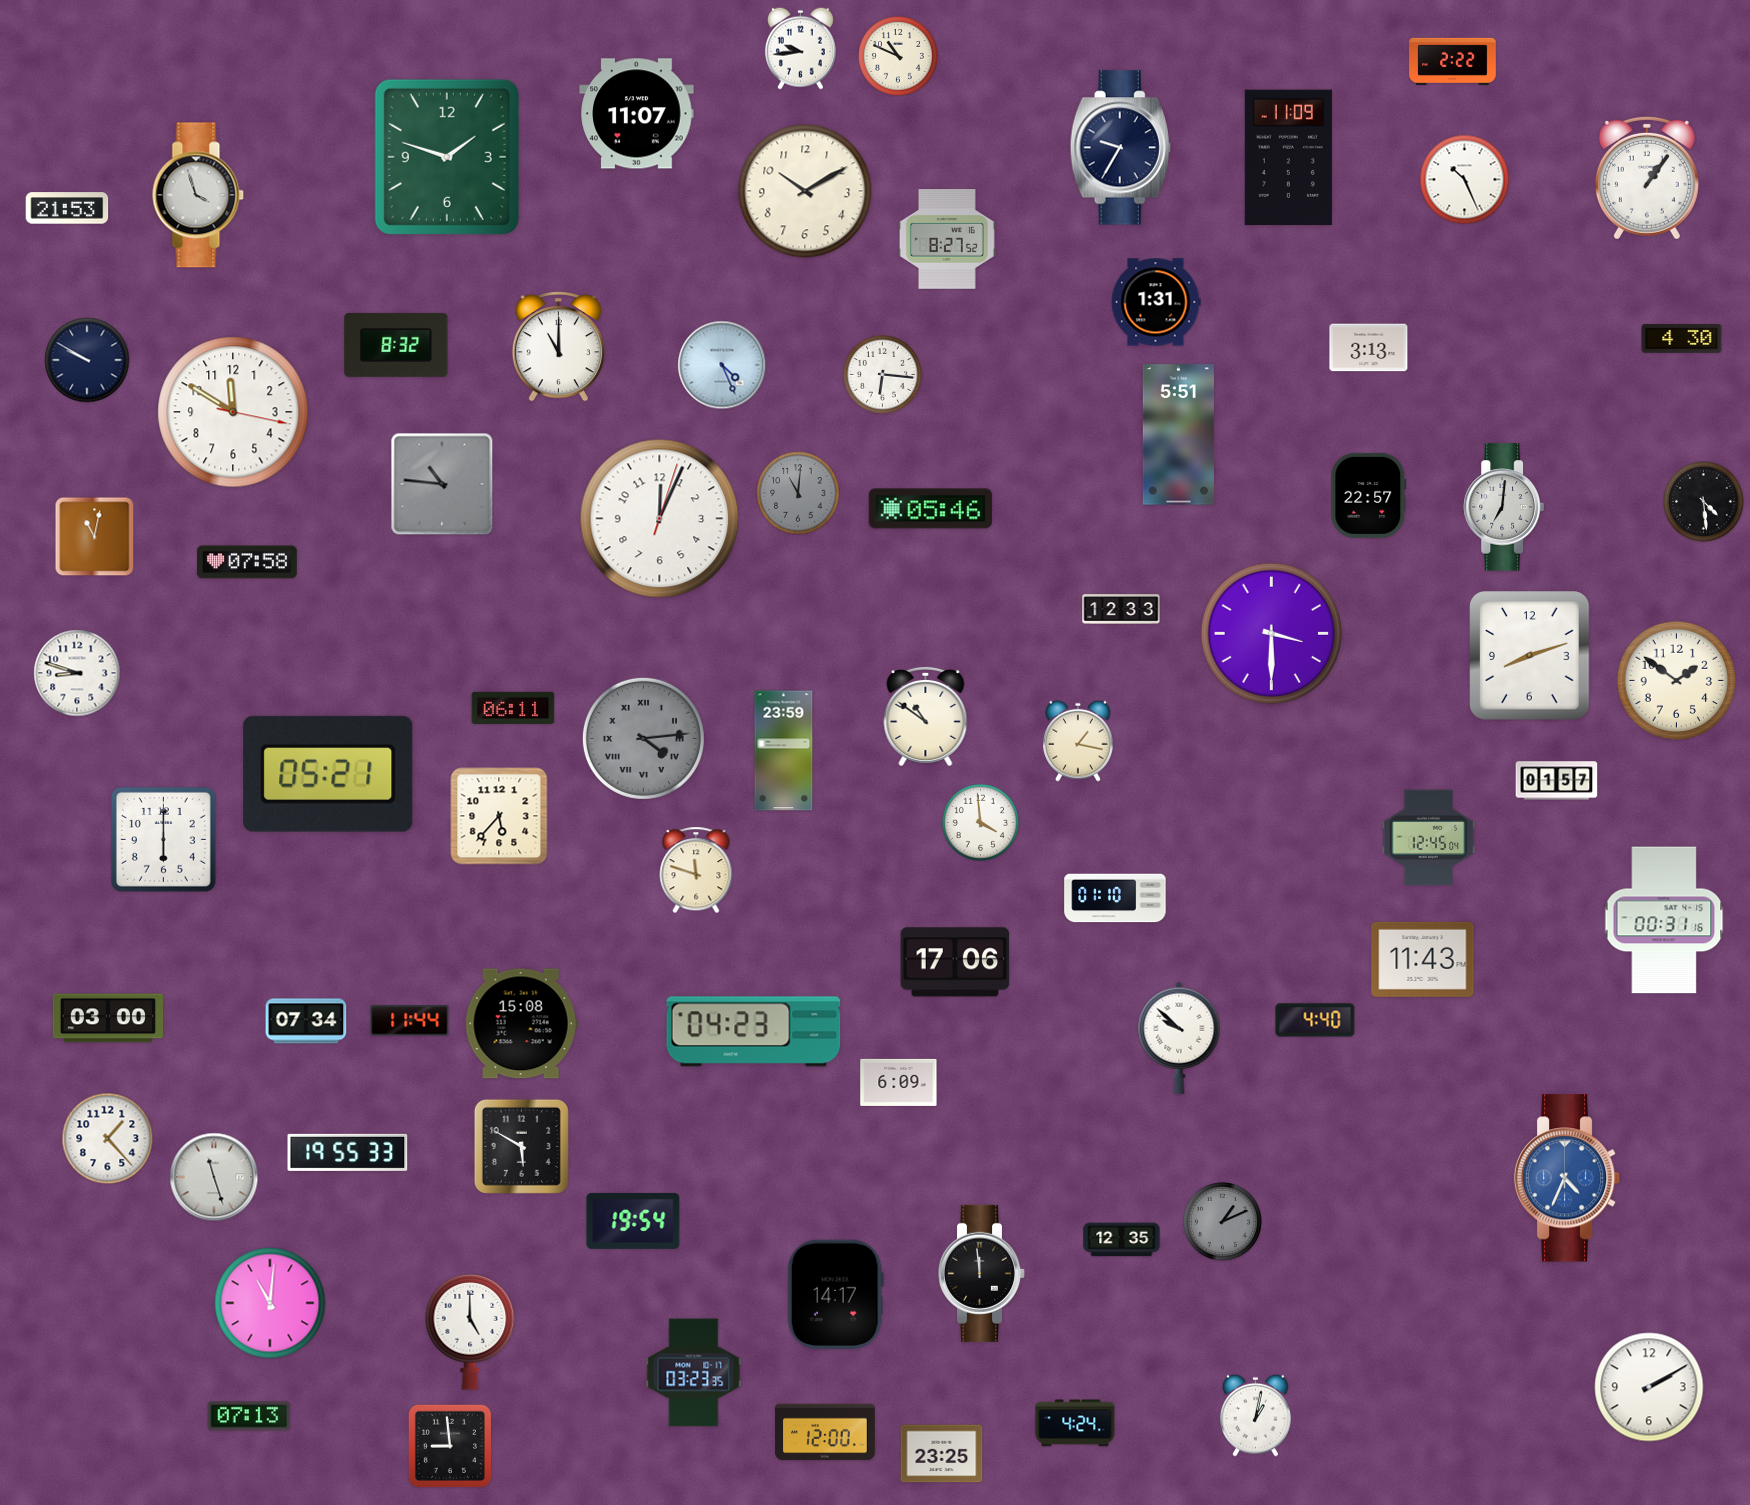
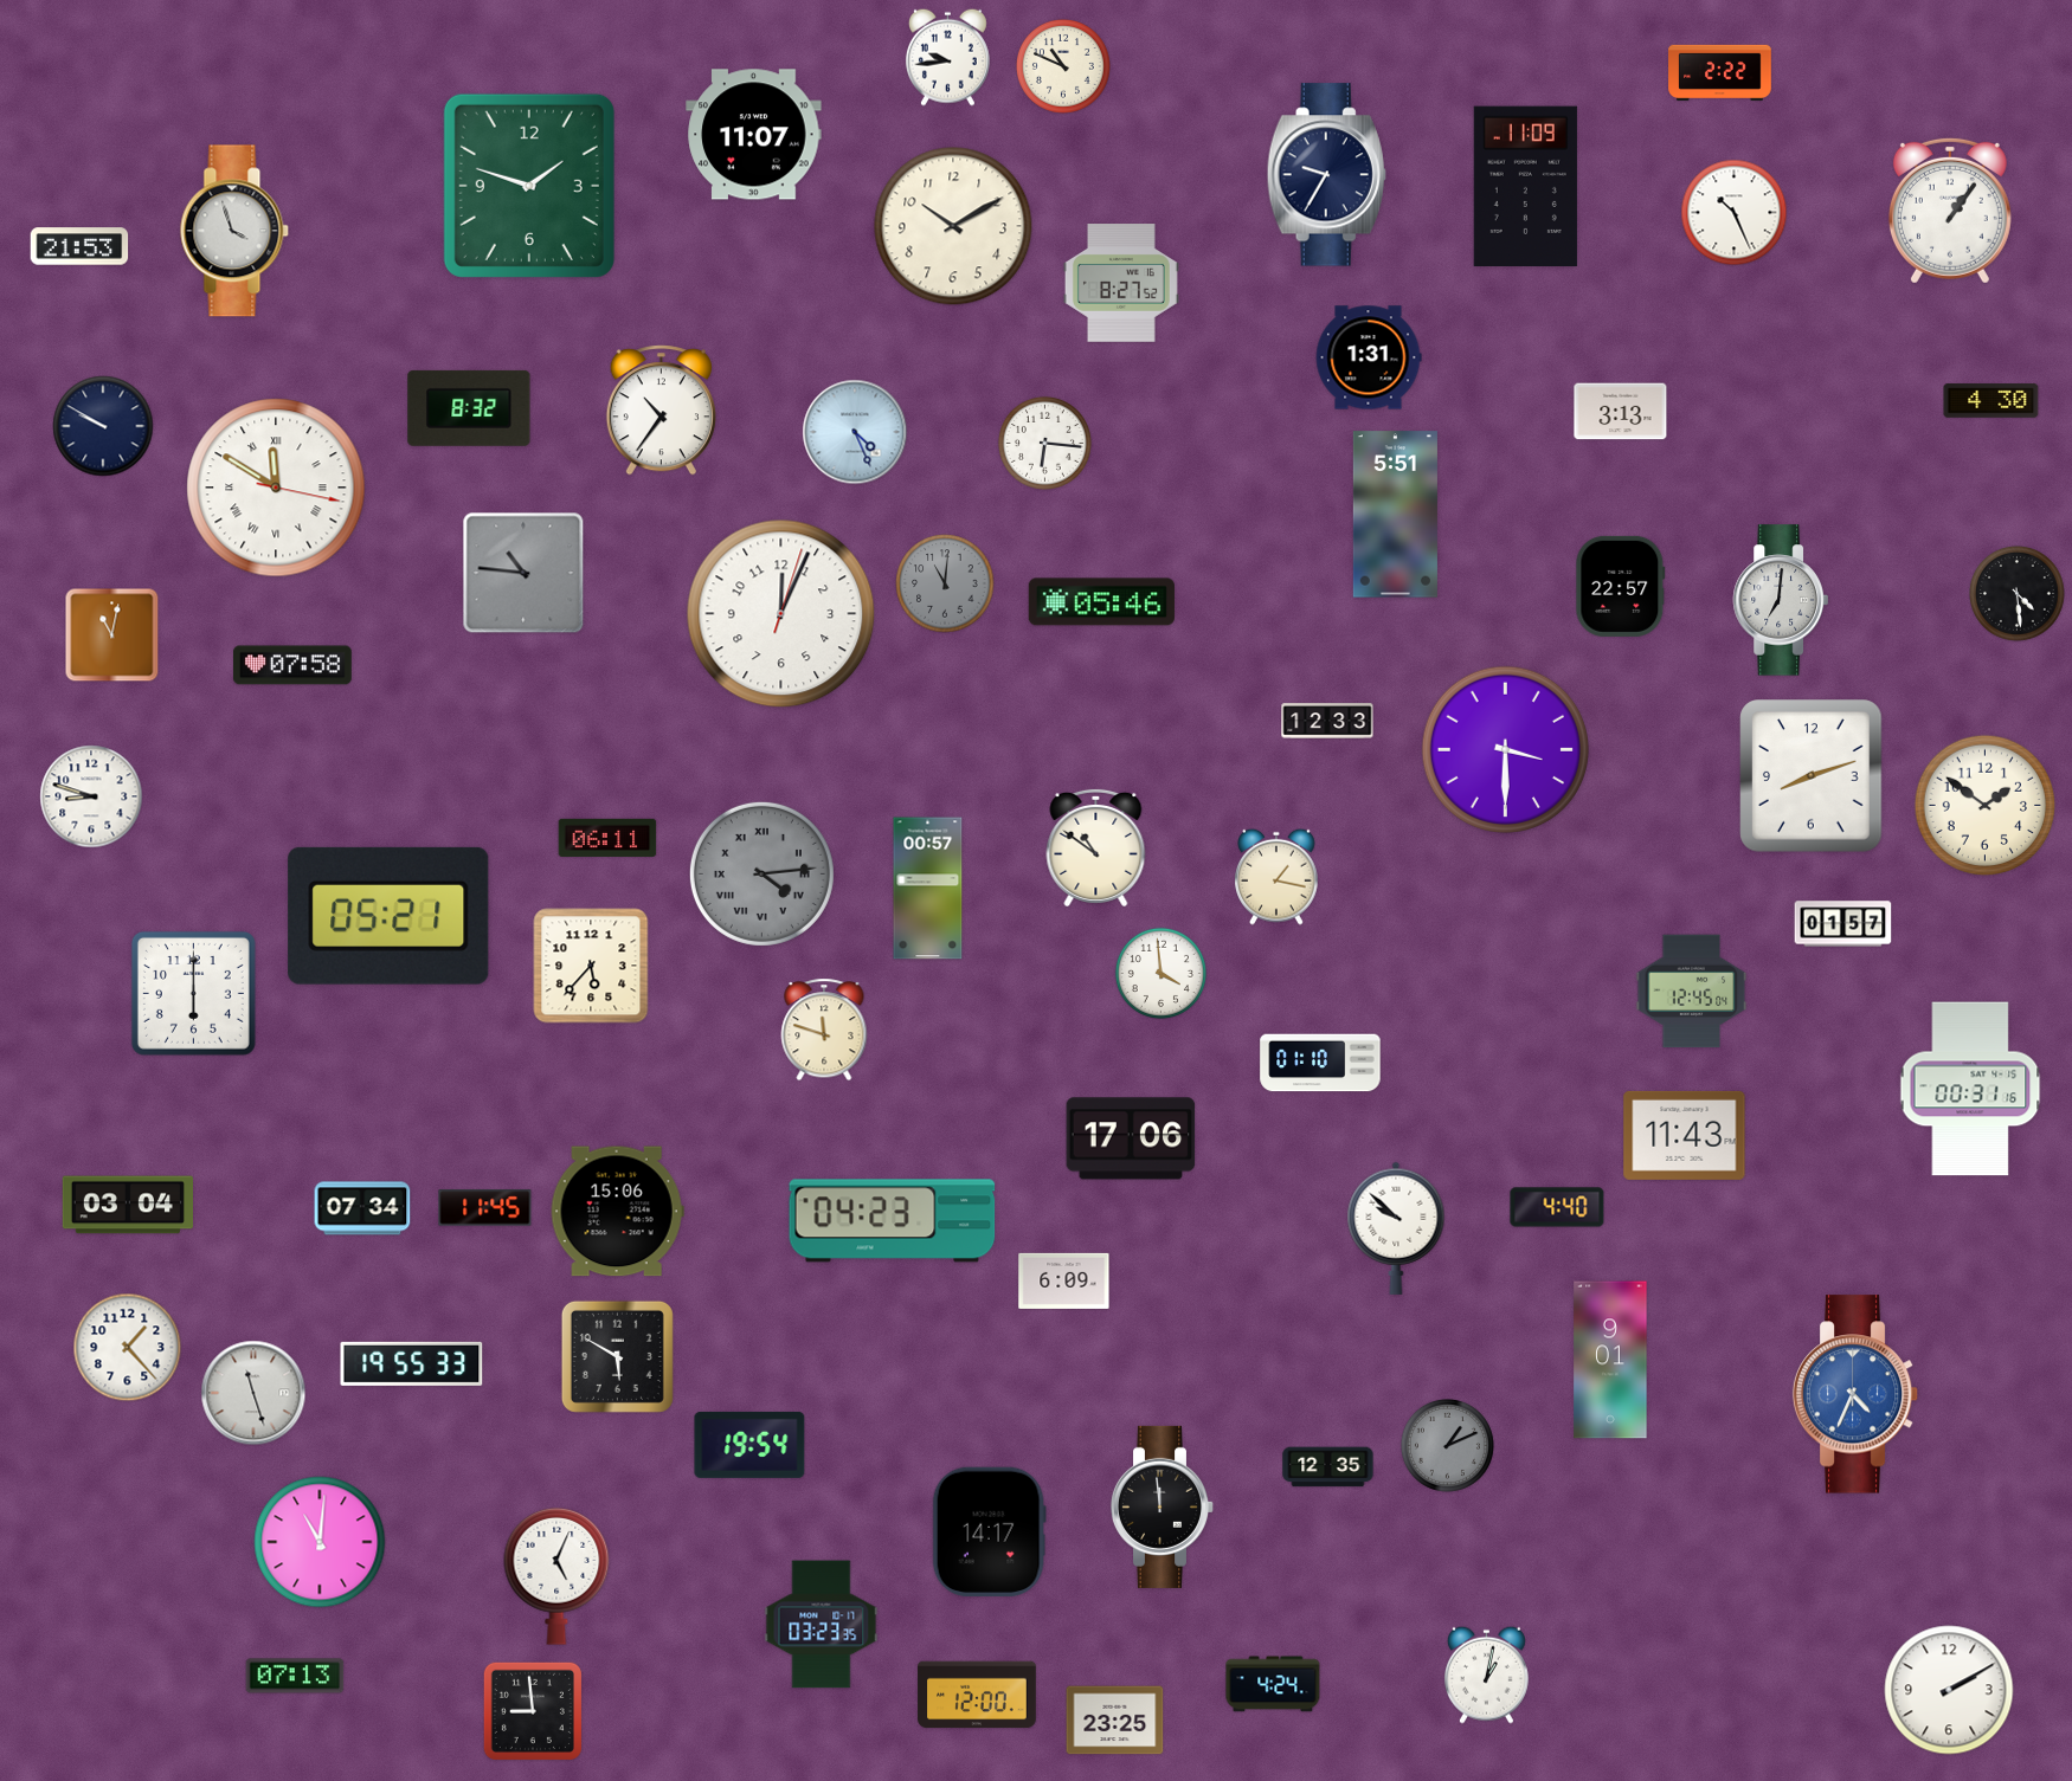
clock at (558, 347): 11:00 -> 10:36
clock at (233, 412) numerals: Arabic -> Roman
clock at (784, 751): 23:59 -> 00:57
clock at (107, 1018): 03:00 -> 03:04
clock at (410, 1021): 11:44 -> 11:45
clock at (521, 1024): 15:08 -> 15:06
clock at (1610, 1360): none -> 9:01
clock at (470, 1333): 5:00 -> 5:04
clock at (1649, 1387) position: (1649, 1387) -> (1949, 1690)
